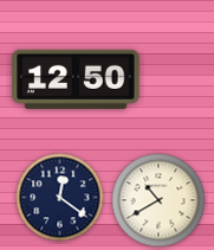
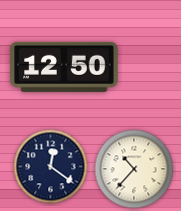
clock at (158, 200): 10:40 -> 10:37
